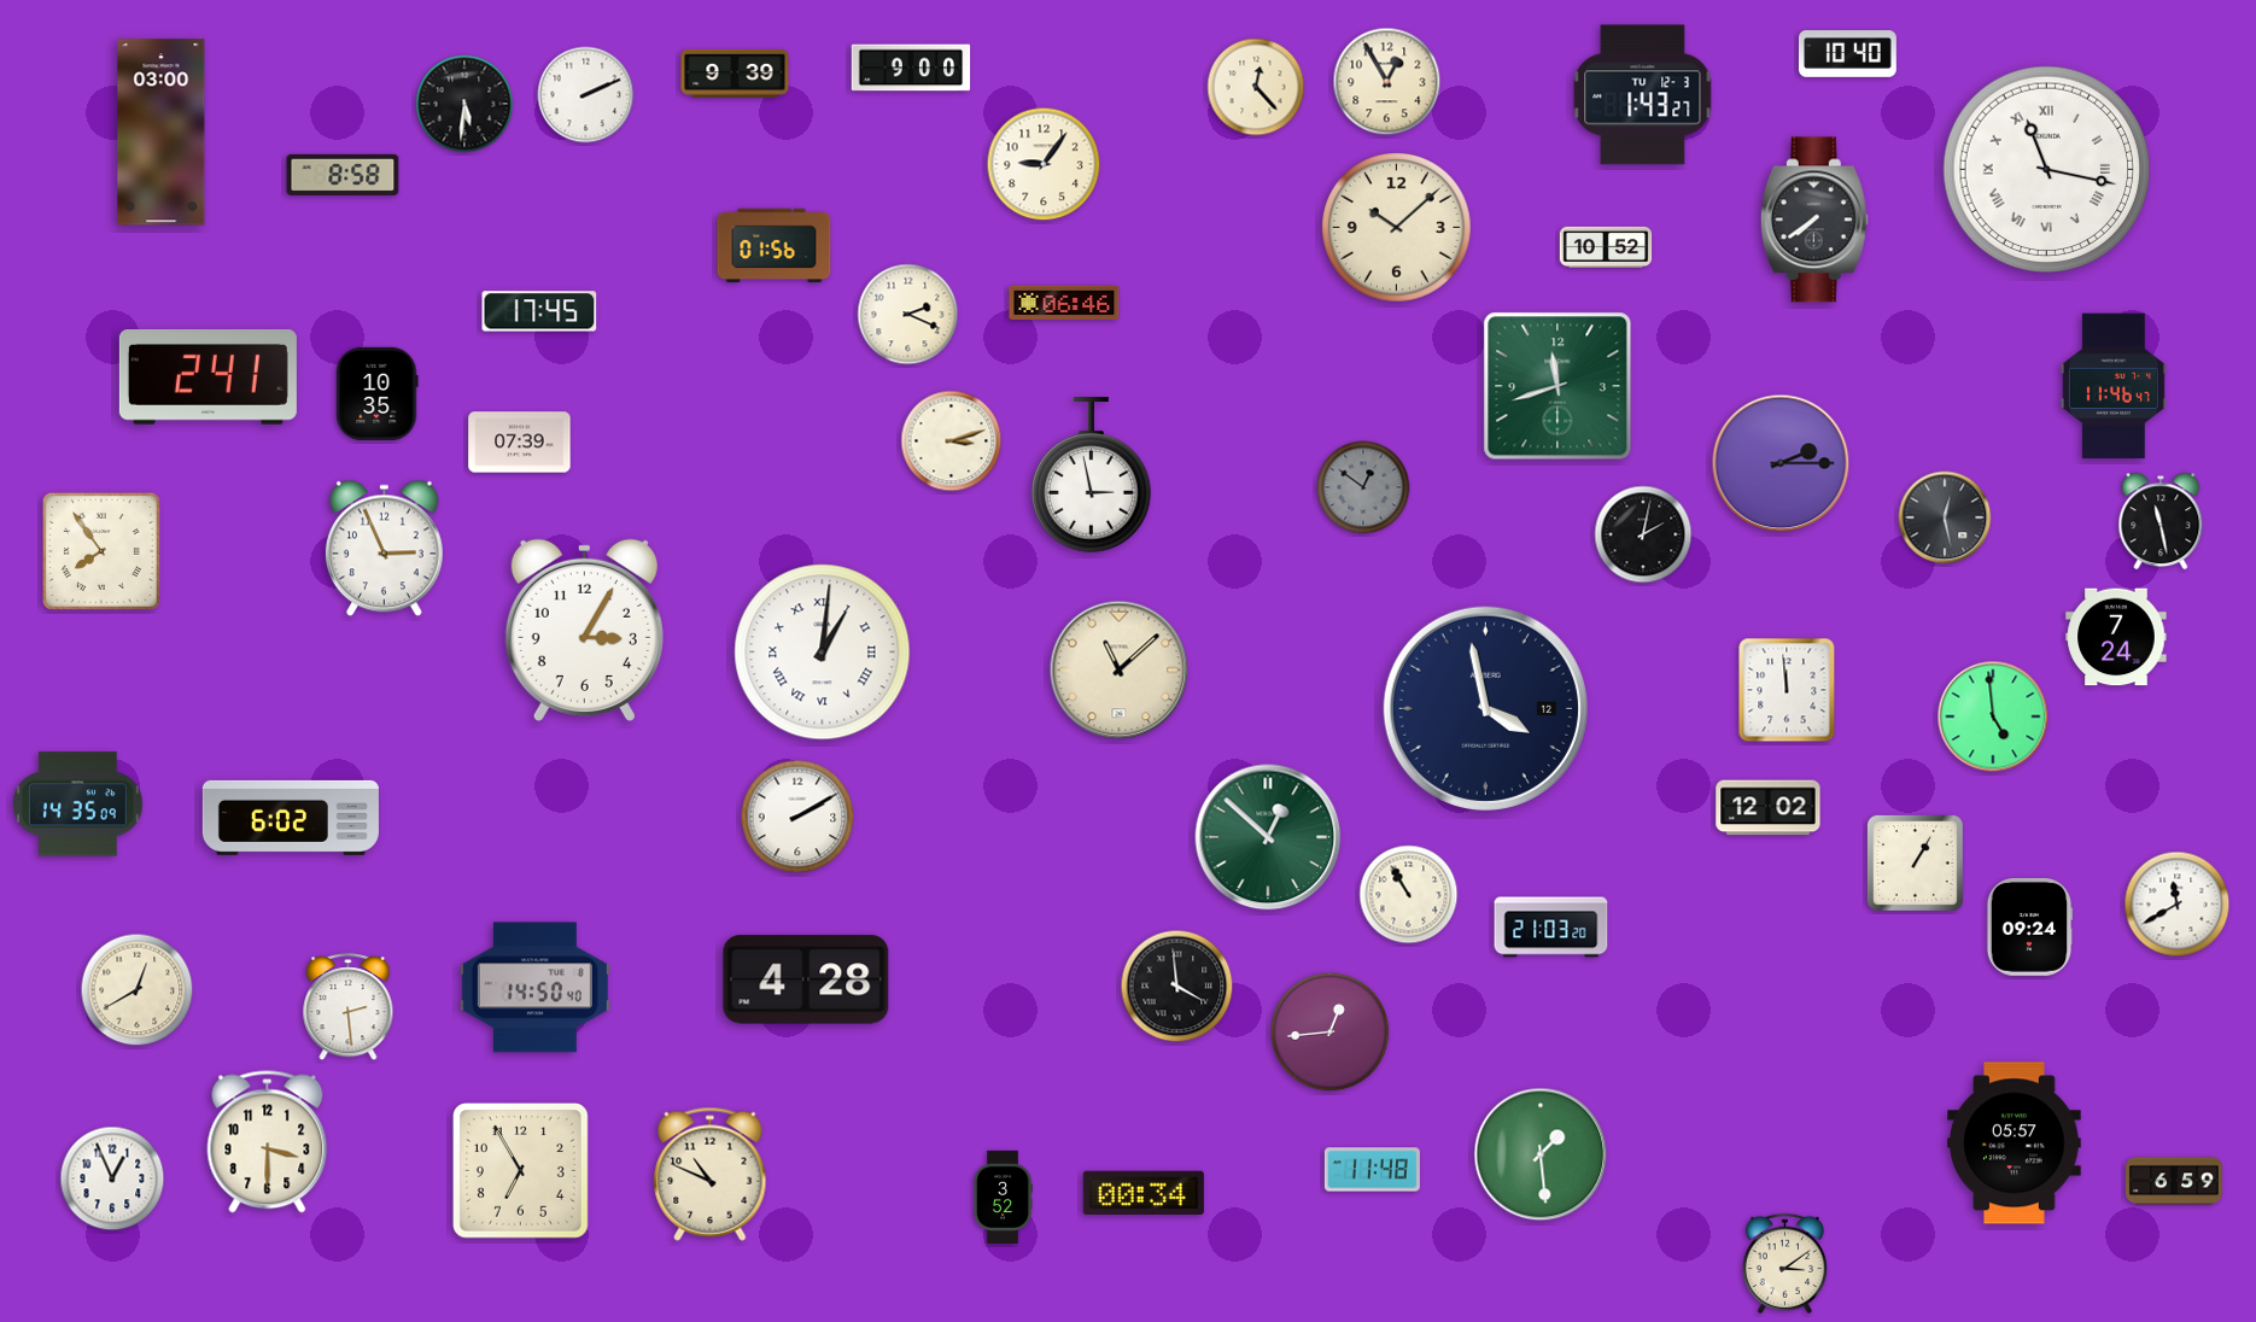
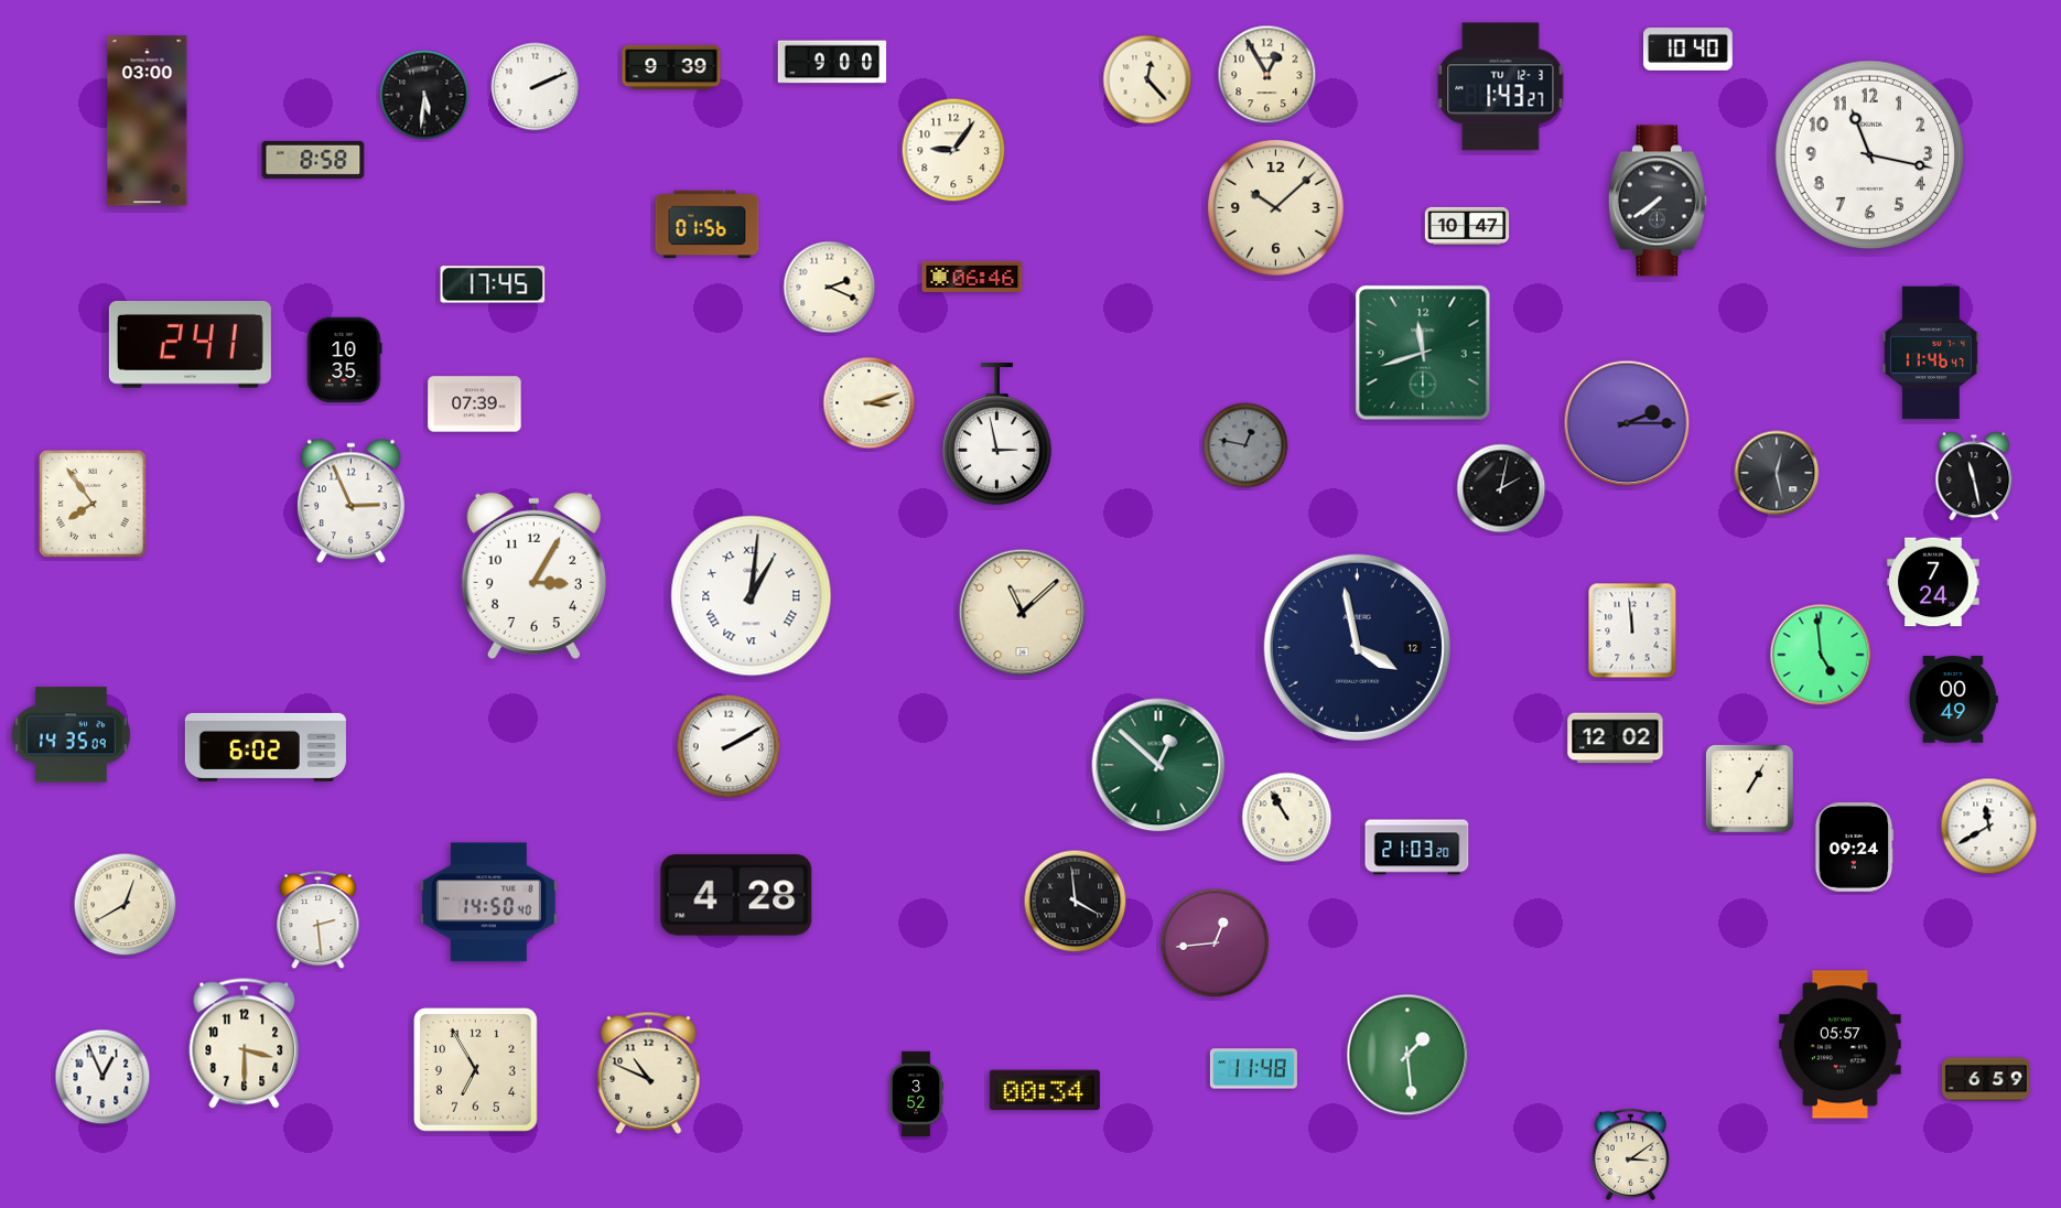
clock at (2047, 170) numerals: Roman -> Arabic
clock at (1606, 246): 10:52 -> 10:47
clock at (1363, 487): 12:51 -> 12:47
clock at (1953, 700): none -> 00:49
